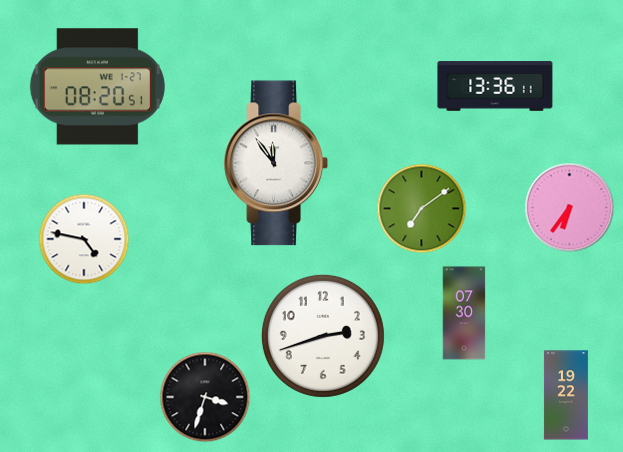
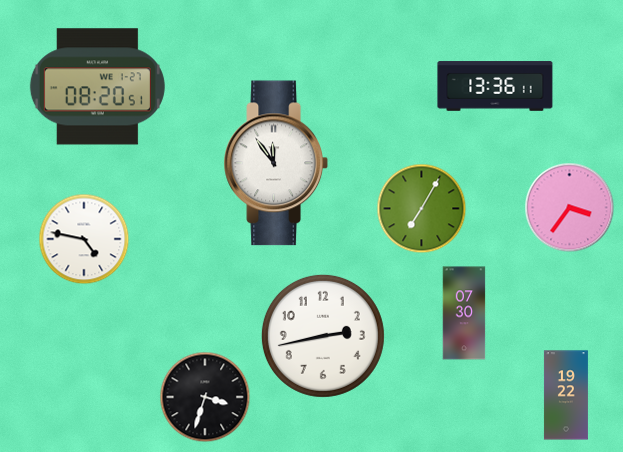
clock at (570, 208): 6:36 -> 3:36
clock at (422, 209): 7:09 -> 7:05
clock at (323, 336): 2:42 -> 2:43
